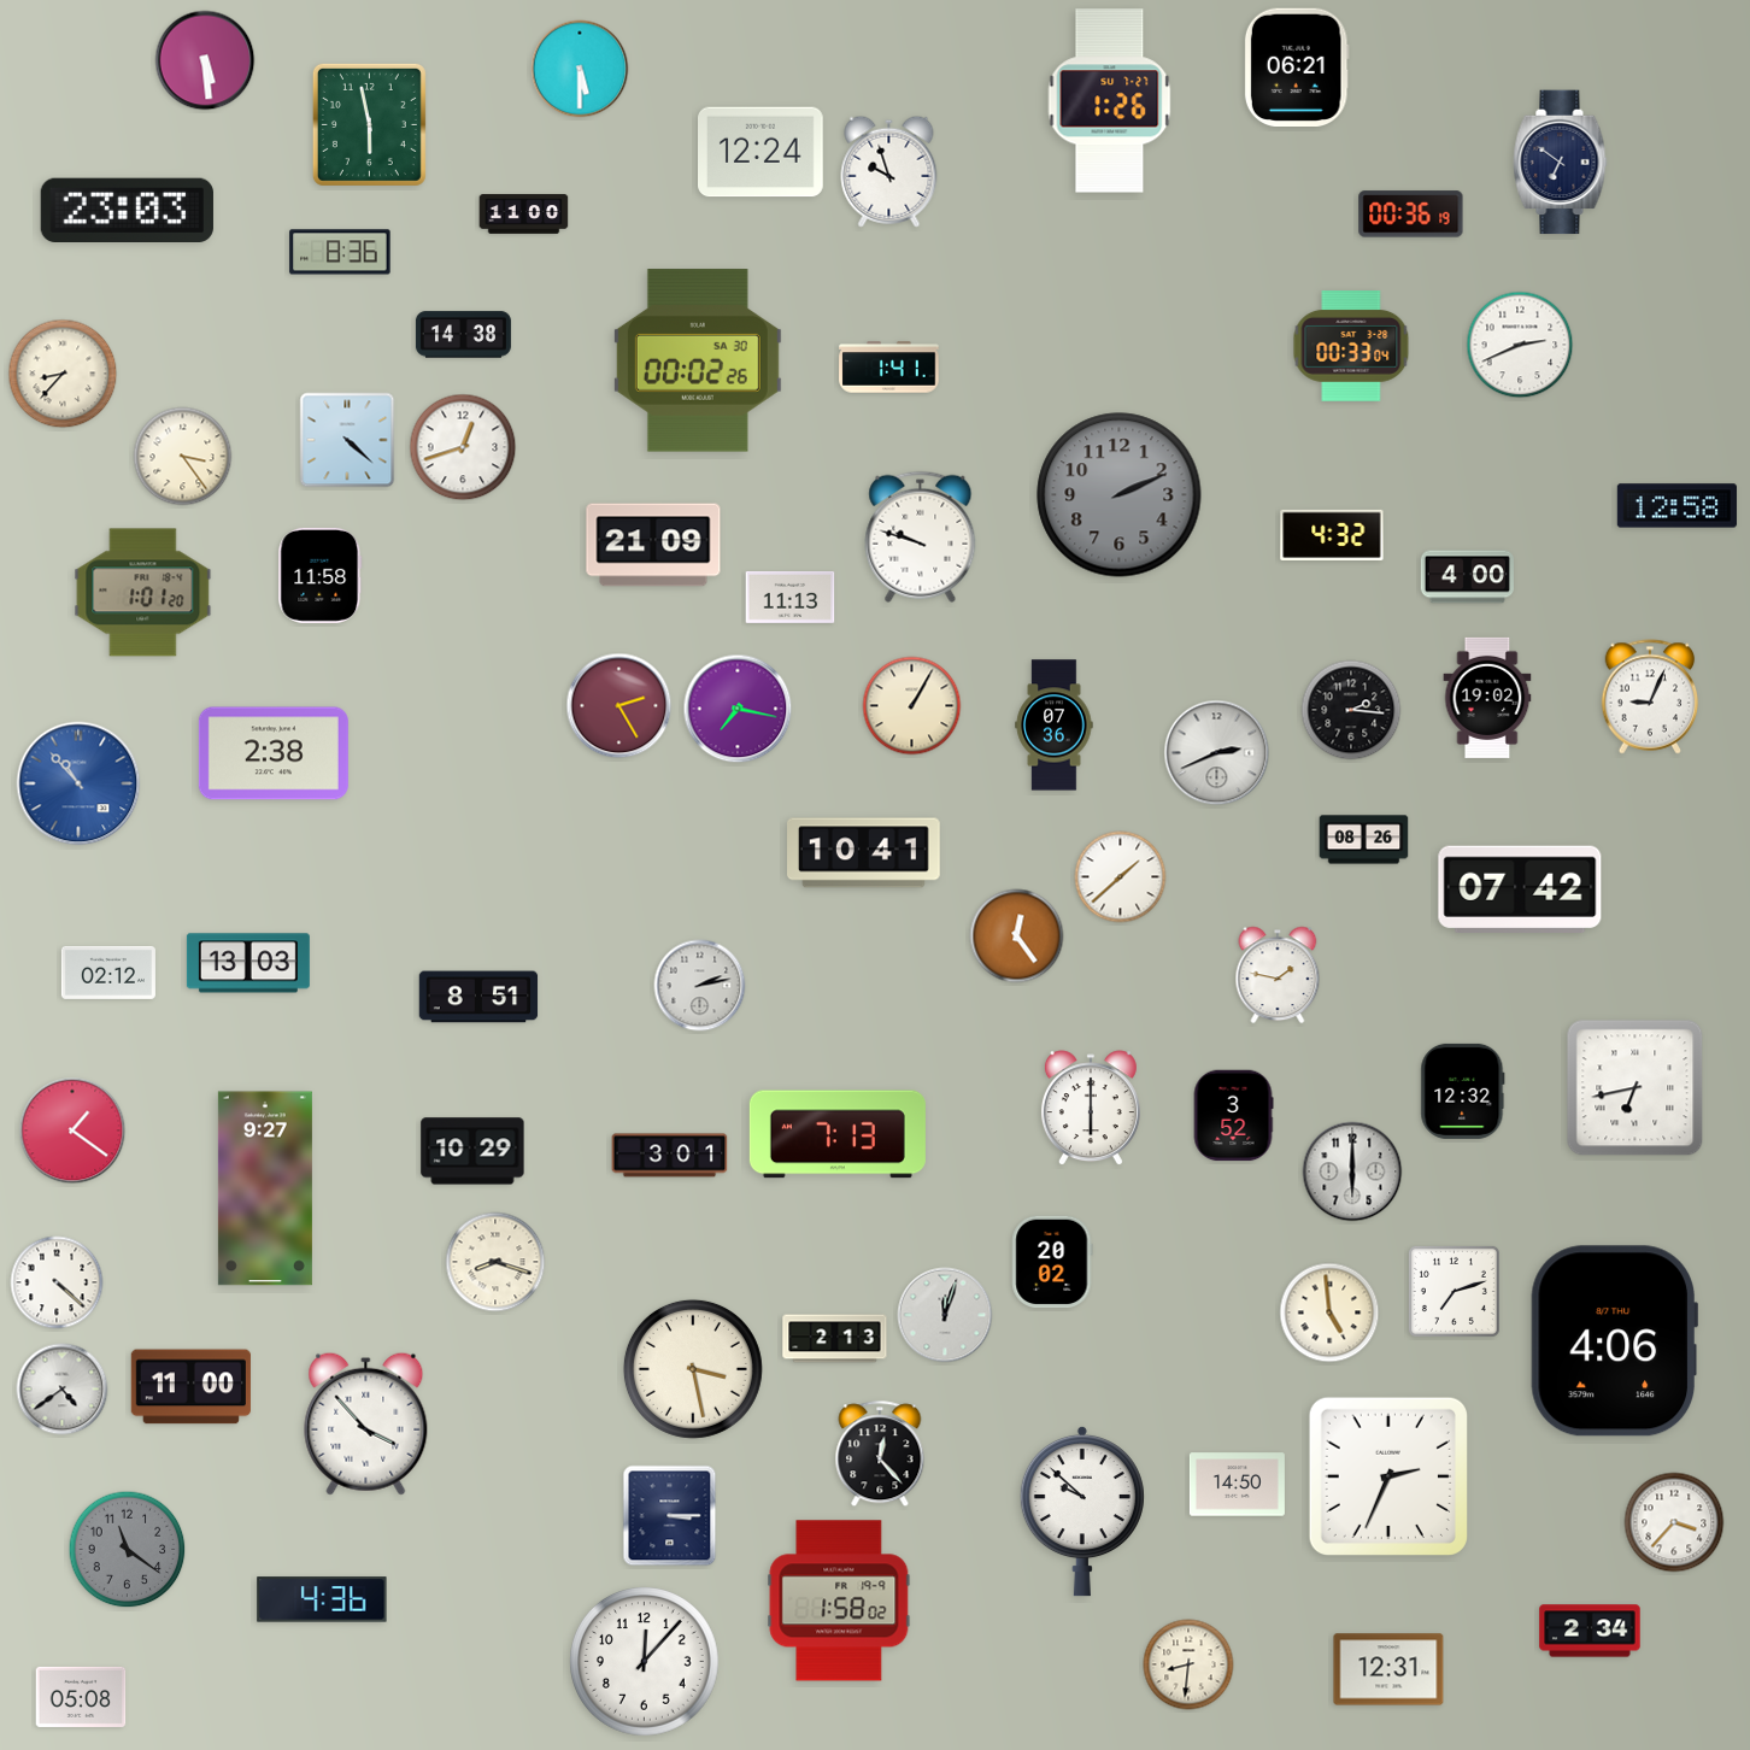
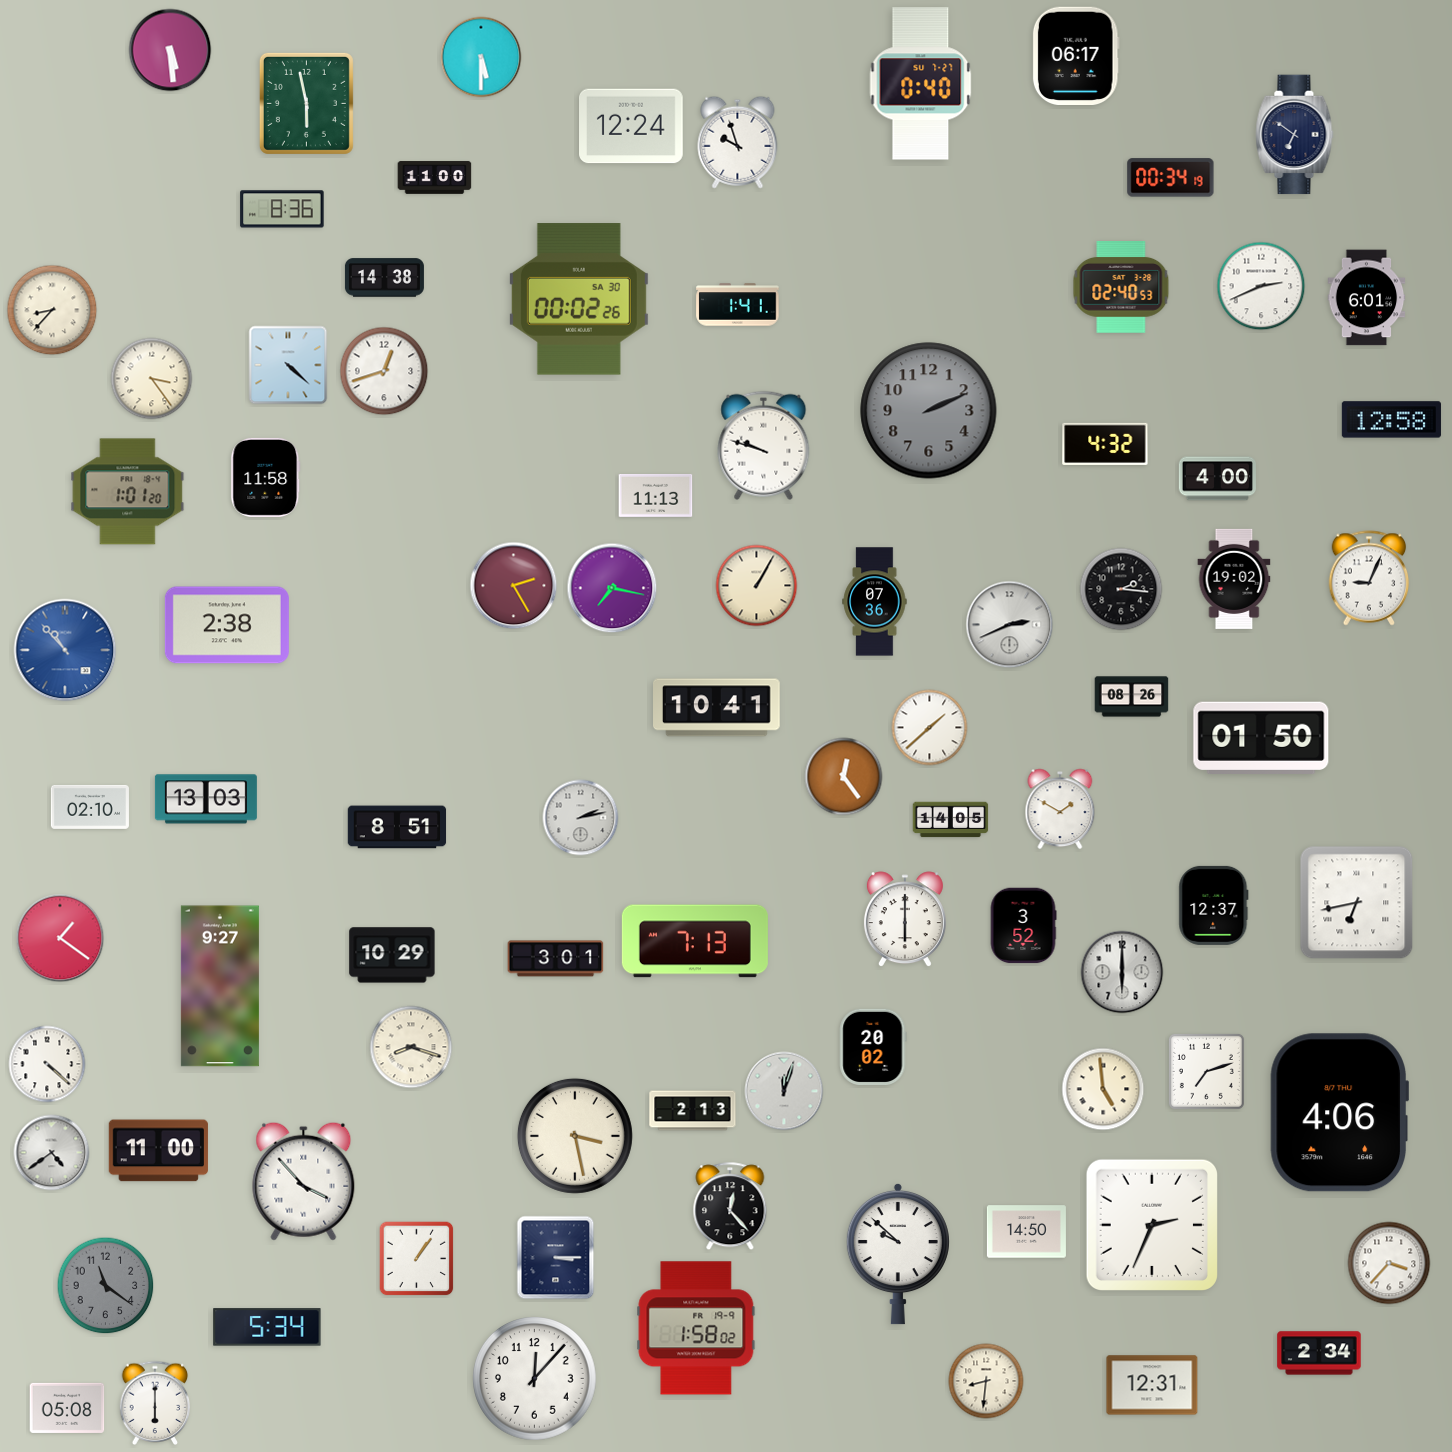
clock at (1297, 66): 06:21 -> 06:17
clock at (1110, 101): 1:26 -> 0:40
clock at (127, 210): 23:03 -> none
clock at (1411, 215): 00:36 -> 00:34
clock at (1351, 347): 00:33 -> 02:40
clock at (1367, 298): none -> 6:01
clock at (653, 545): 21:09 -> none
clock at (143, 593) position: (143, 593) -> (128, 492)
clock at (1520, 889): 07:42 -> 01:50
clock at (108, 973): 02:12 -> 02:10
clock at (1278, 975): 1:47 -> 1:50
clock at (951, 820): none -> 14:05
clock at (1463, 1091): 12:32 -> 12:37
clock at (417, 1259): none -> 1:06
clock at (322, 1599): 4:36 -> 5:34
clock at (155, 1402): none -> 6:00
